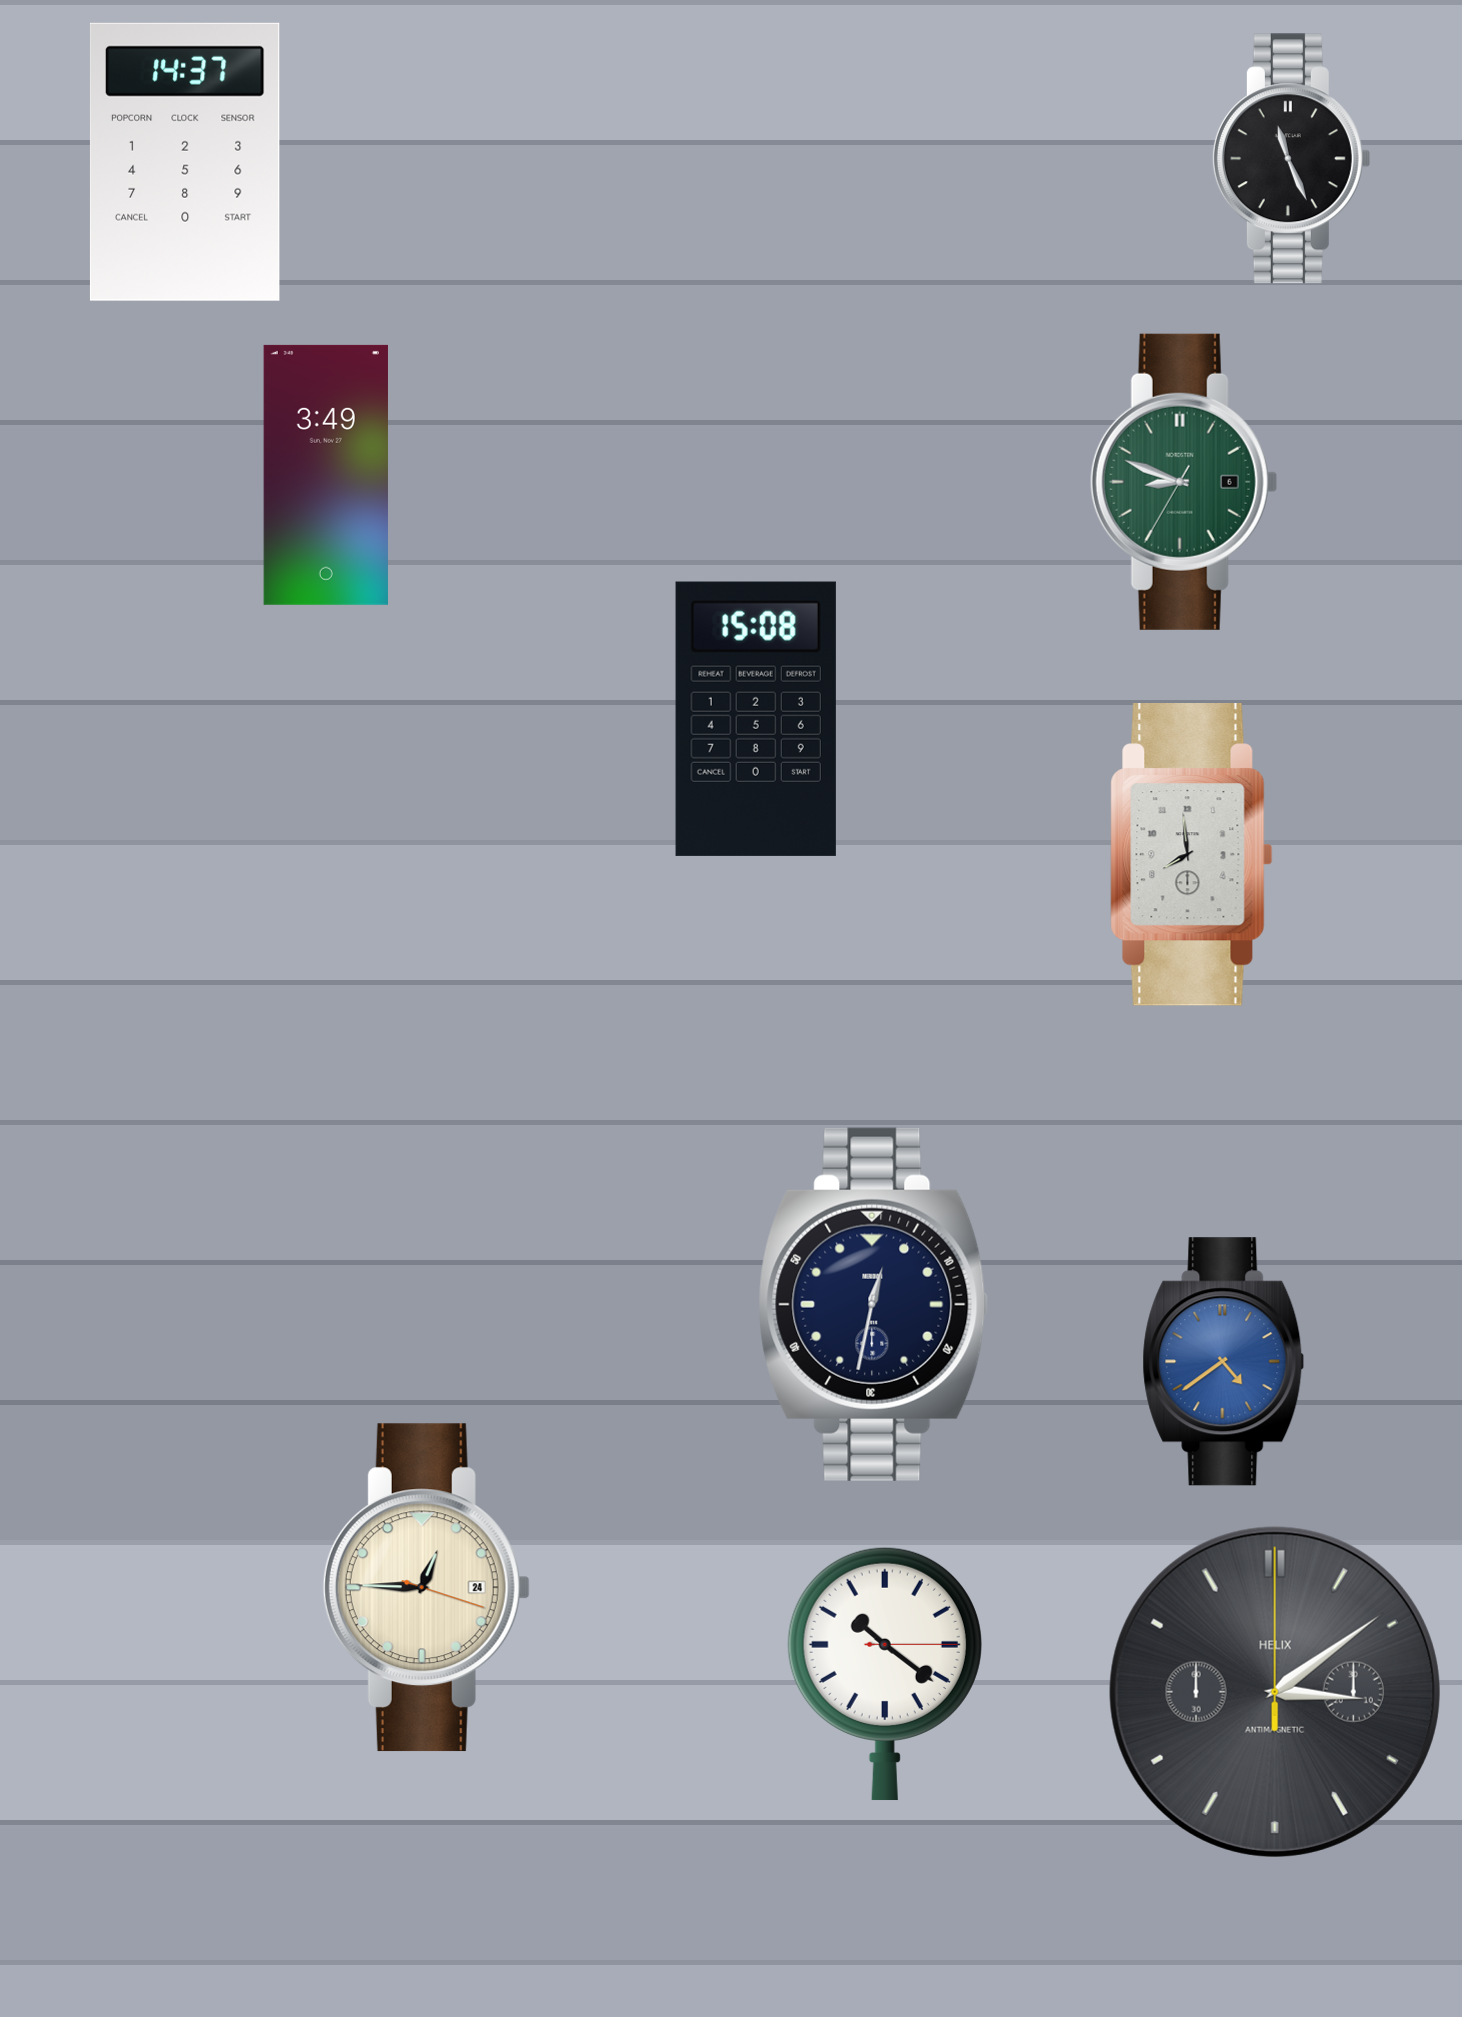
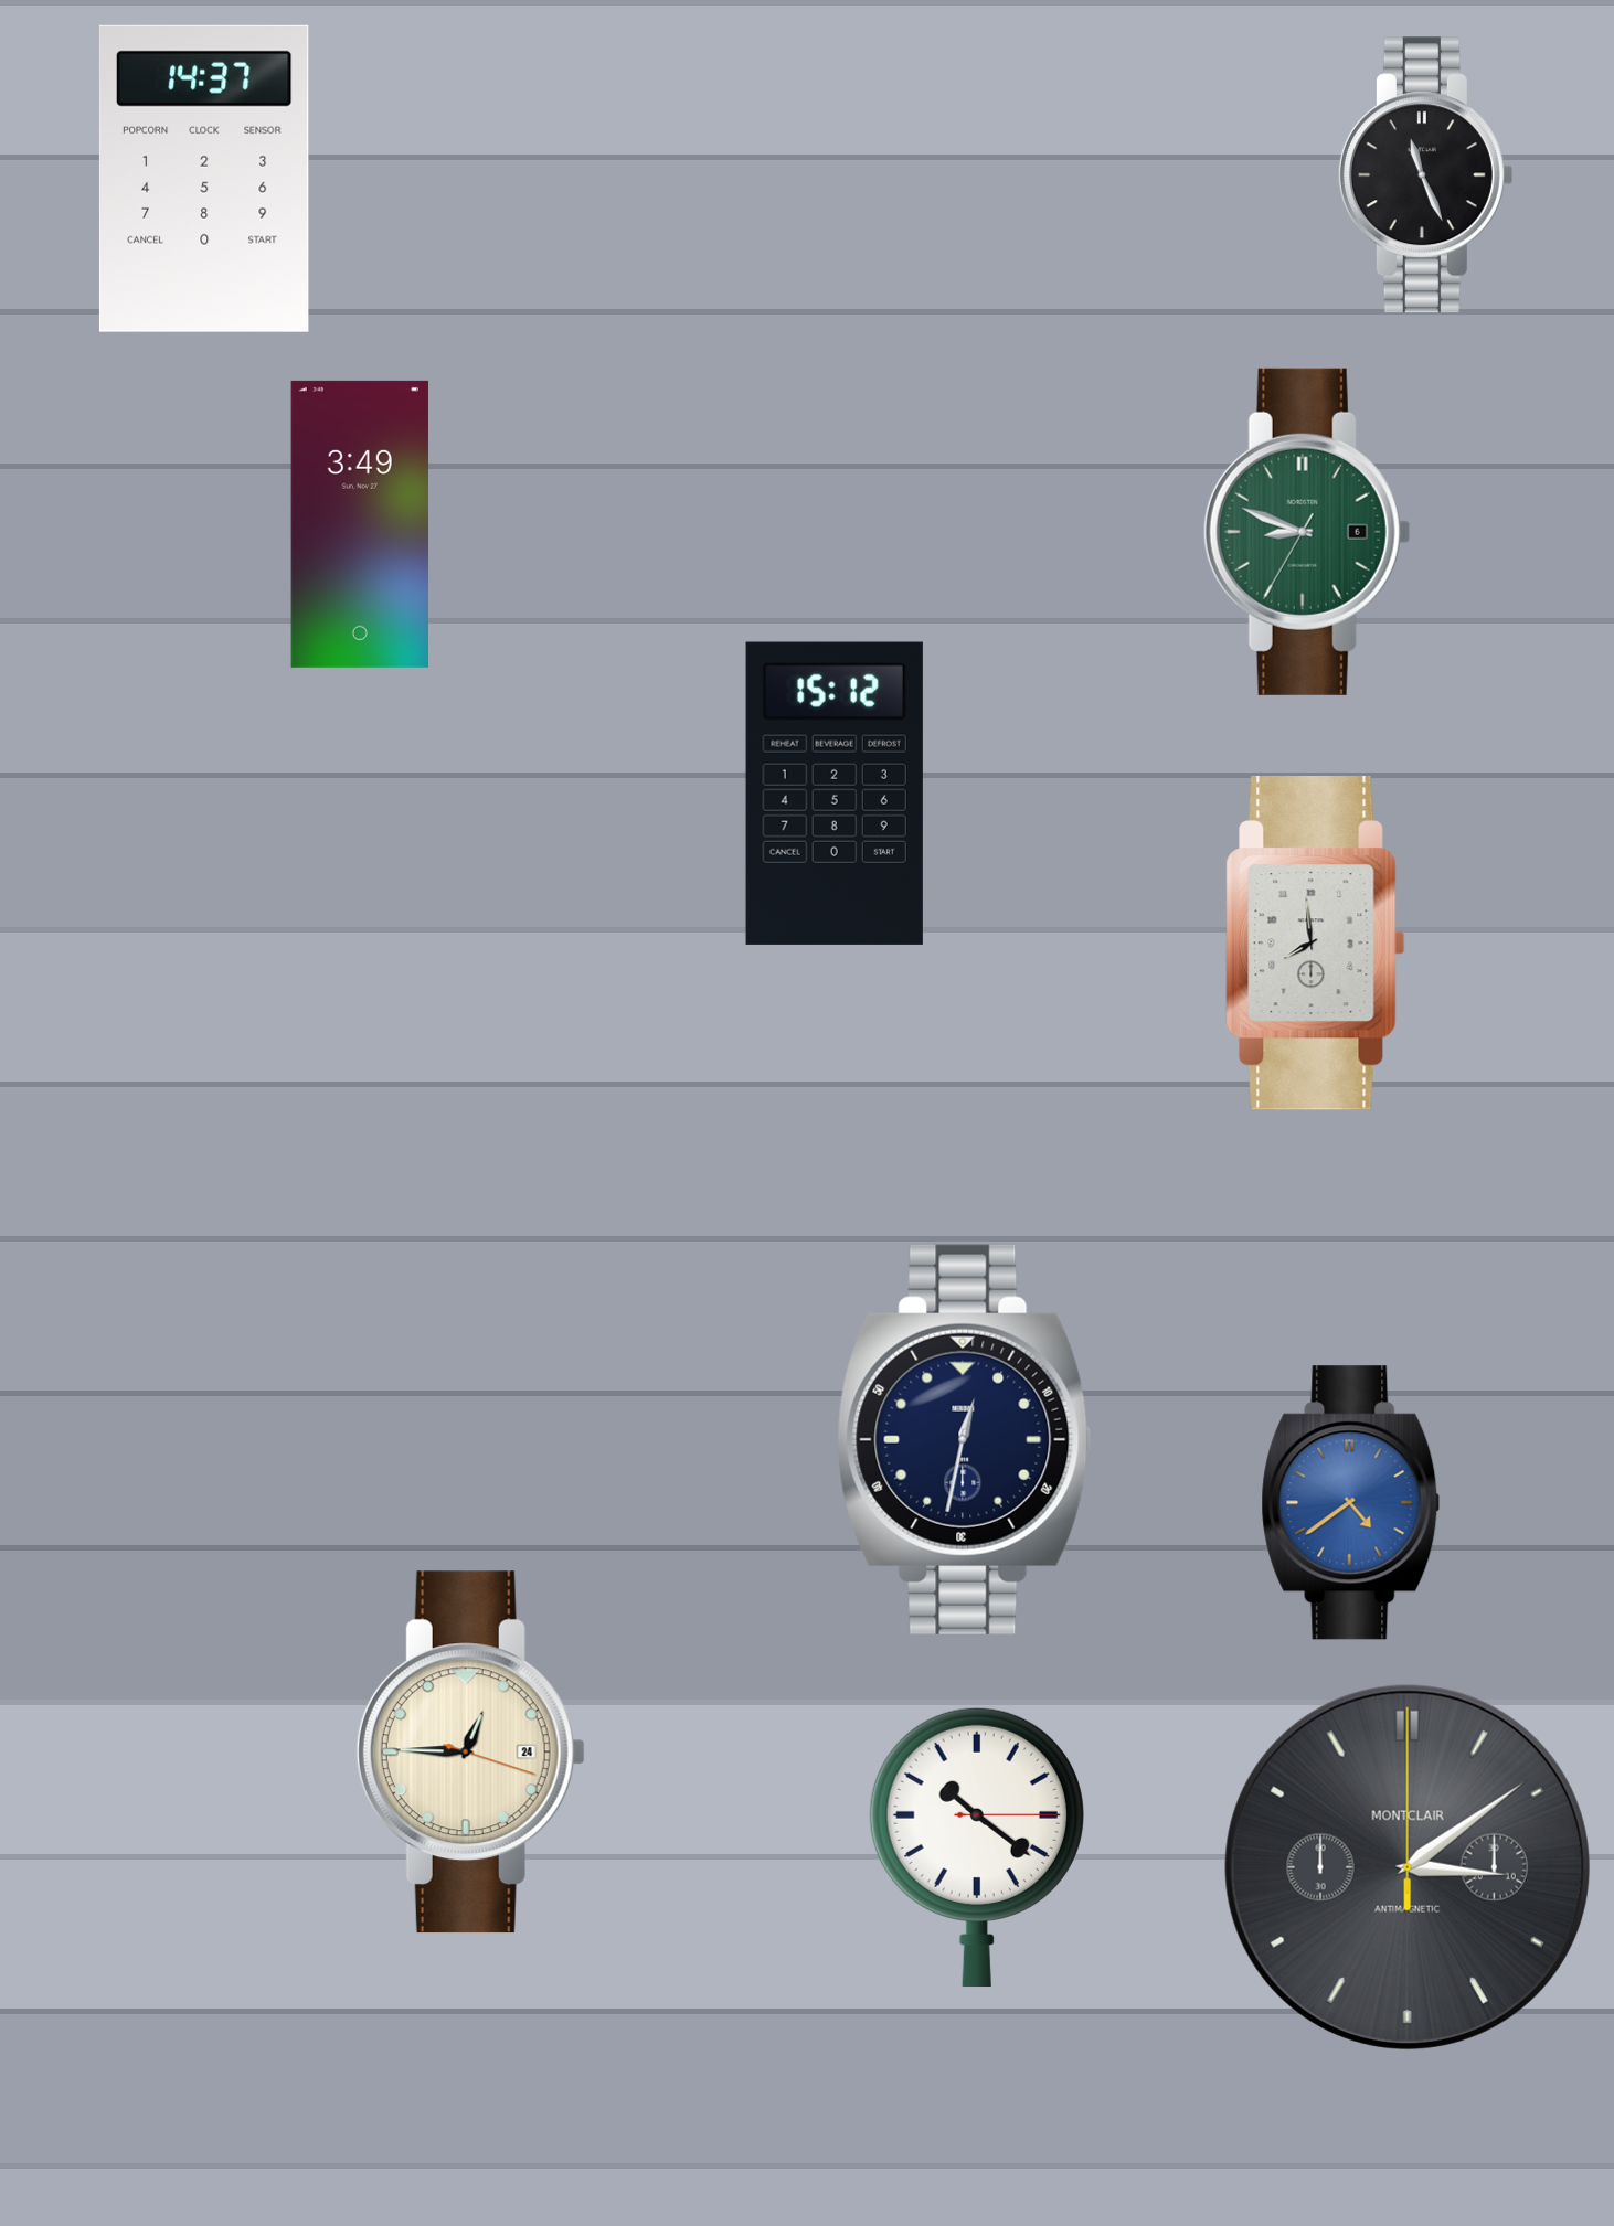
clock at (756, 719): 15:08 -> 15:12
clock at (1275, 1692) brand: HELIX -> MONTCLAIR
